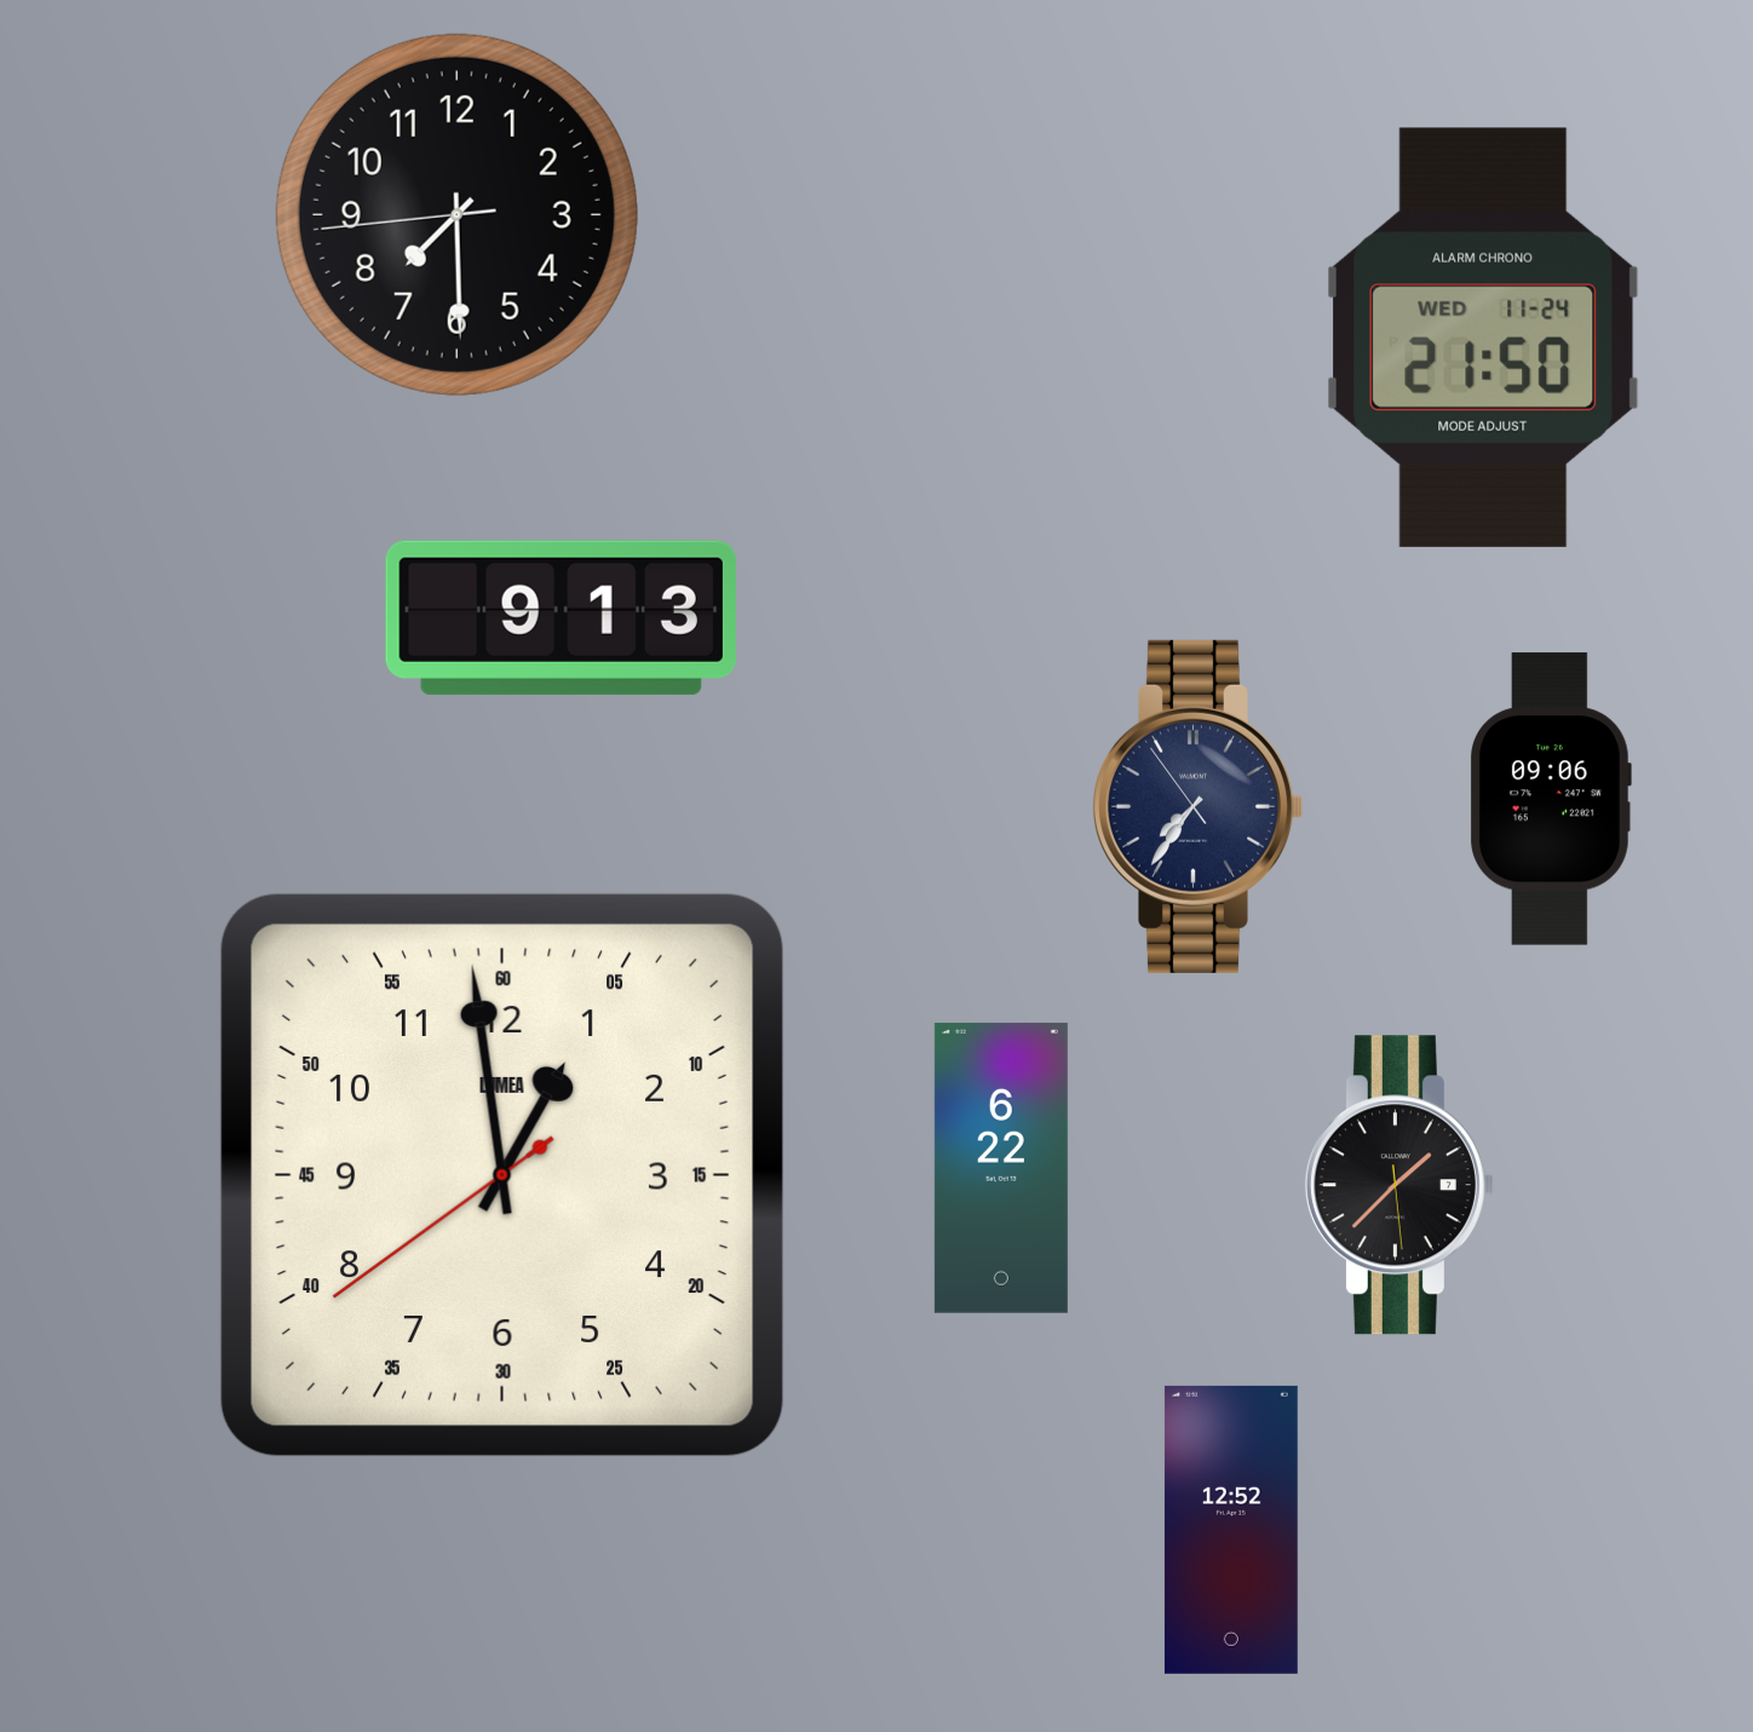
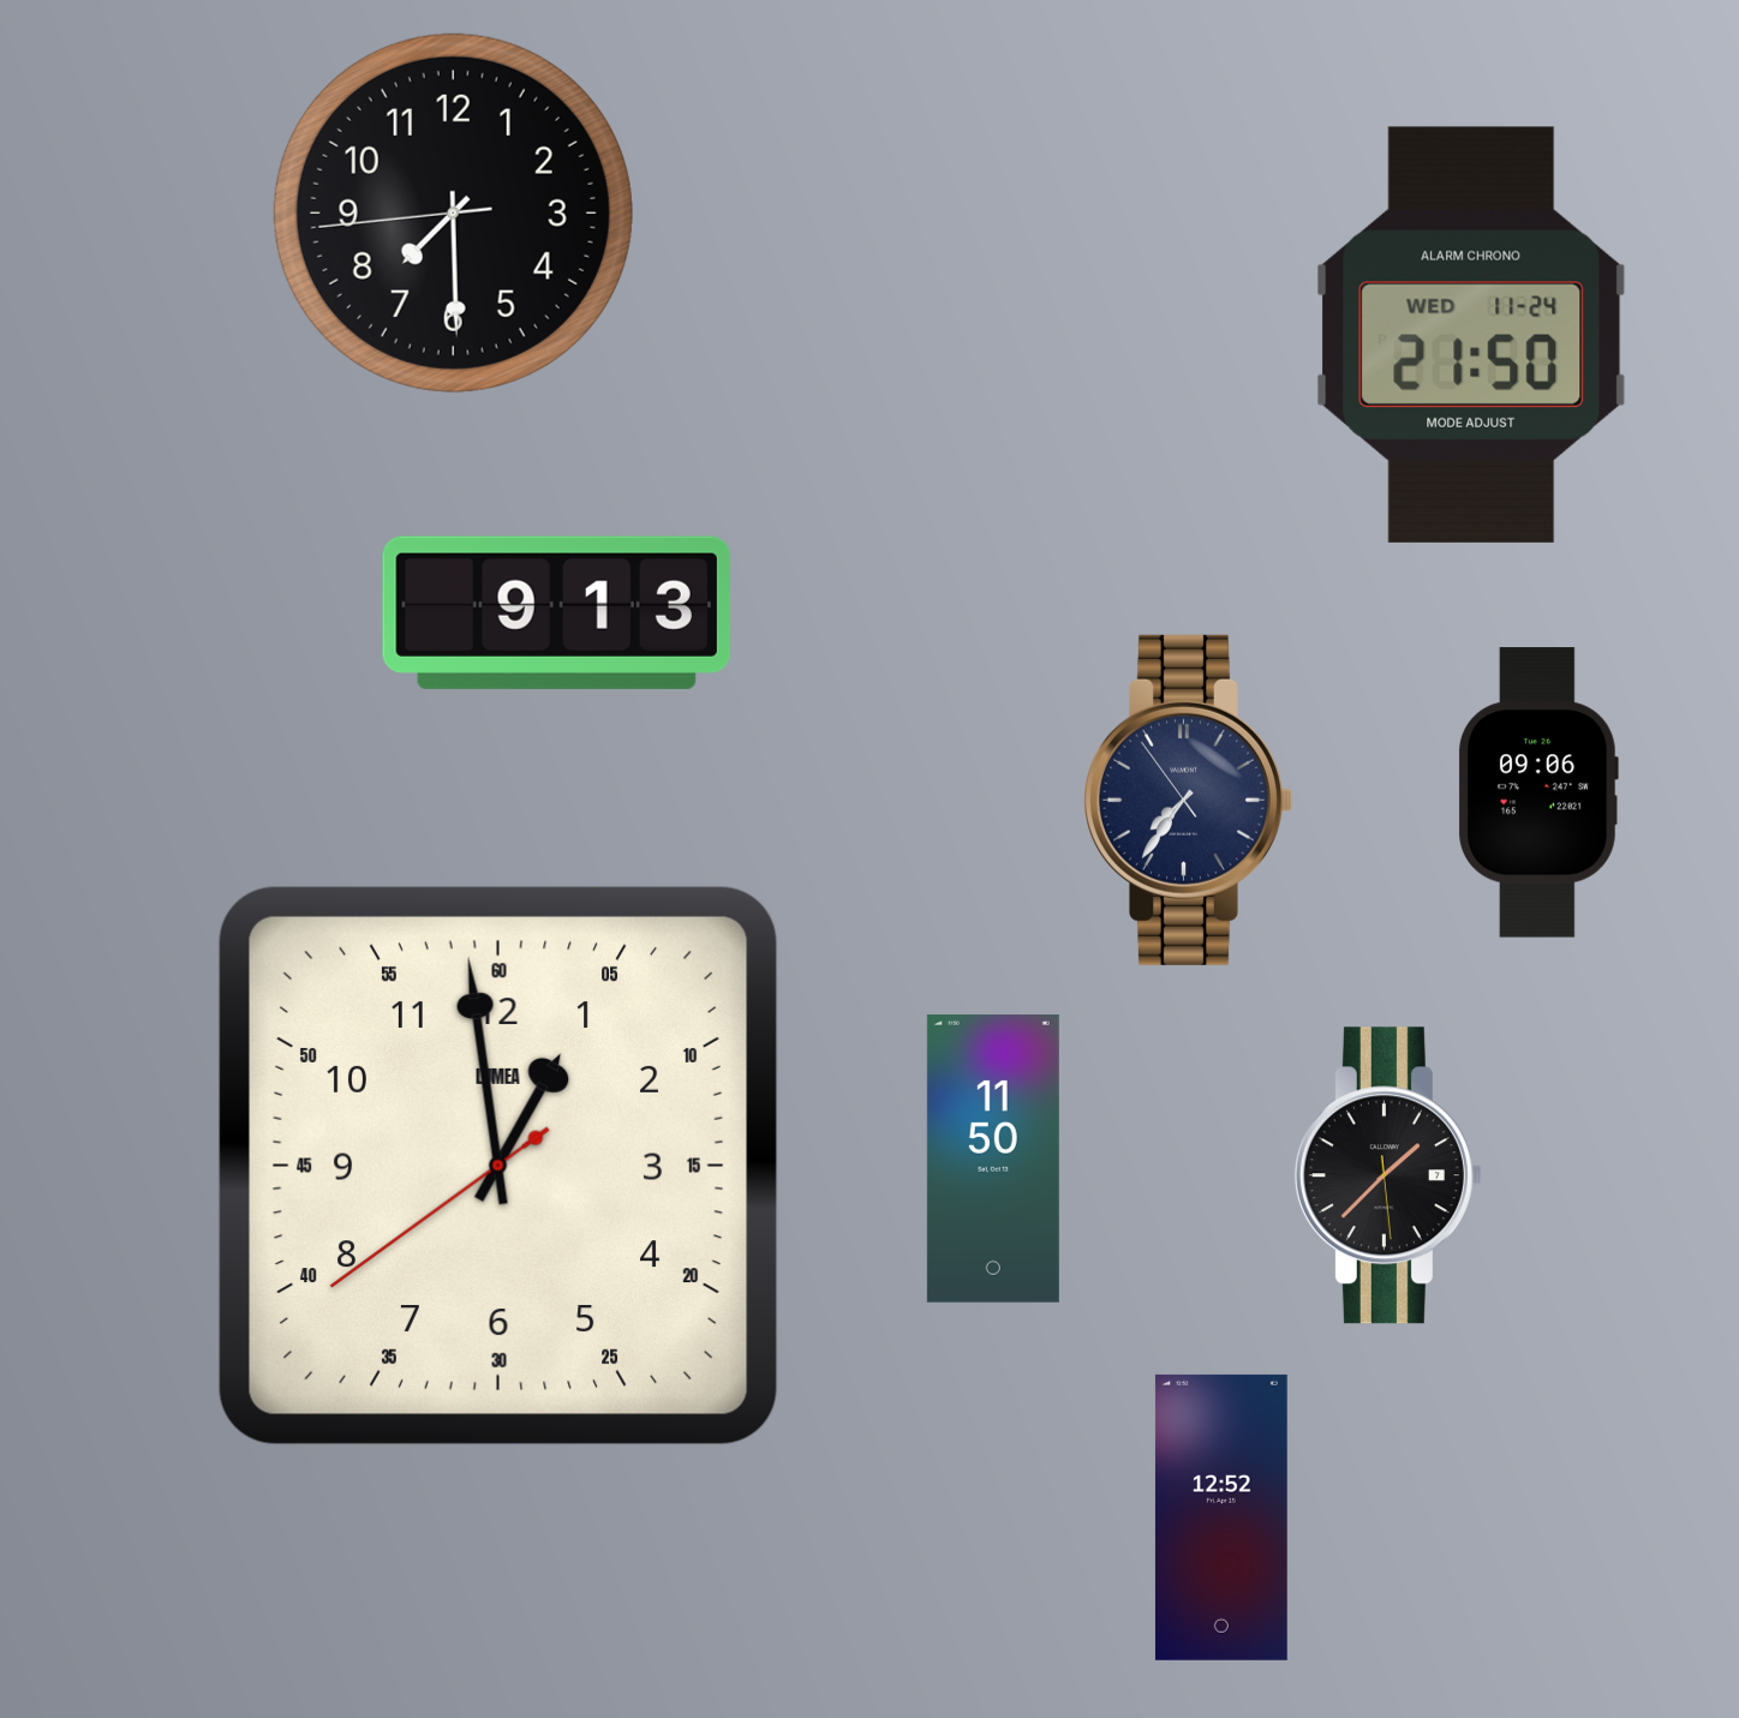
clock at (1001, 1168): 6:22 -> 11:50
